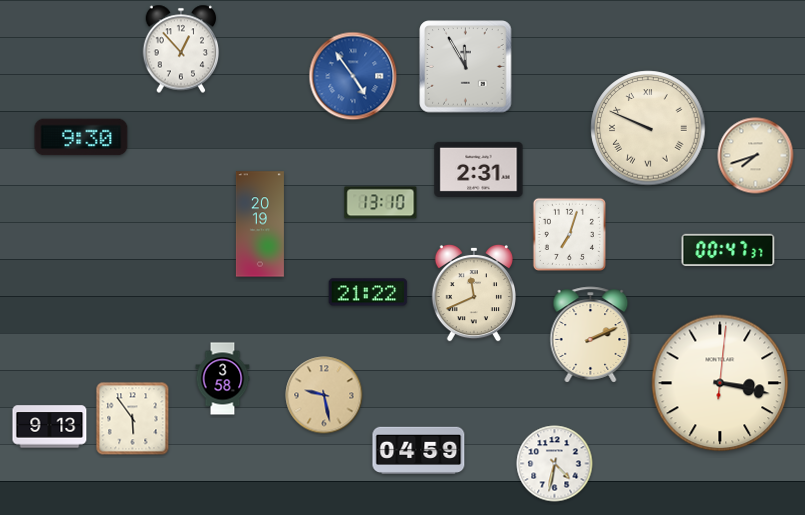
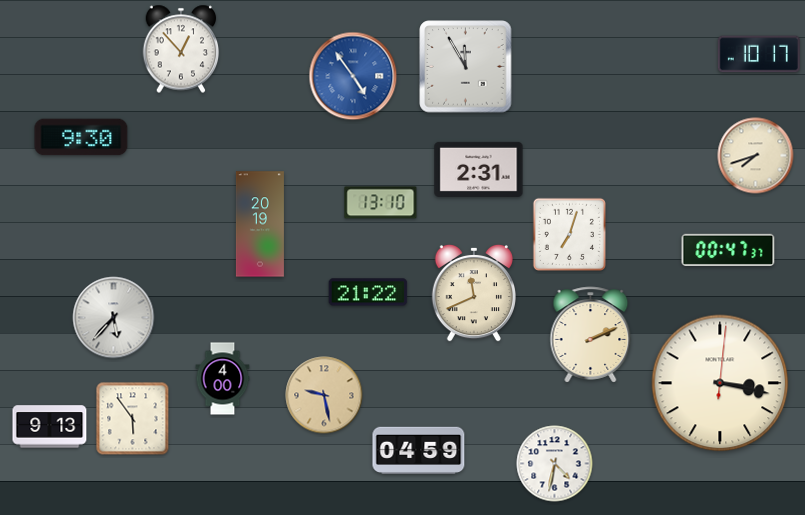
clock at (759, 54): none -> 10:17
clock at (648, 128): 9:49 -> none
clock at (114, 318): none -> 5:37
clock at (223, 379): 3:58 -> 4:00
